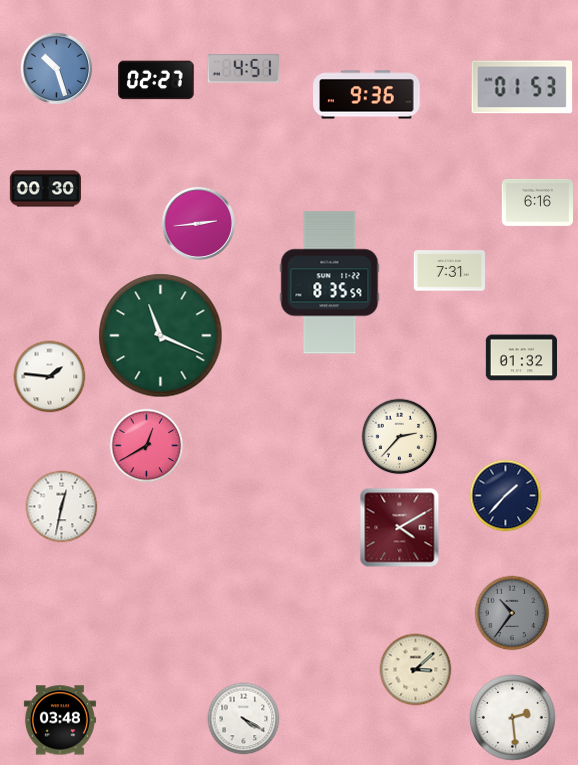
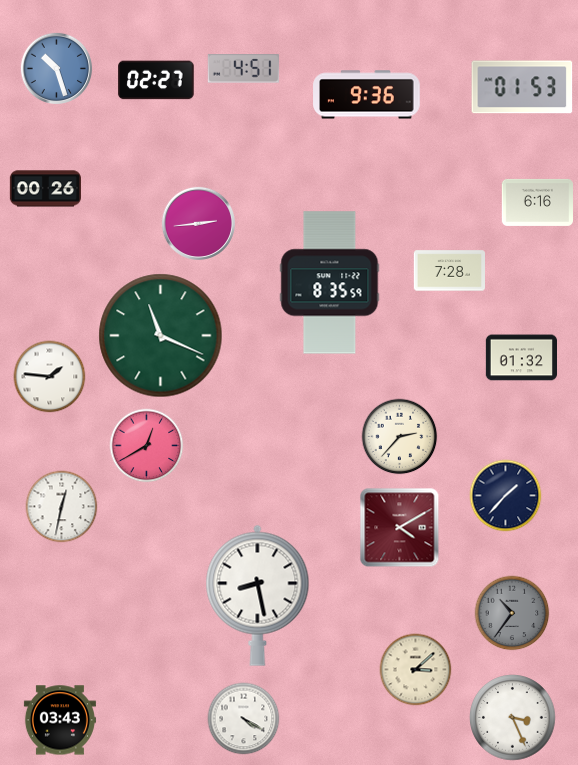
clock at (45, 189): 00:30 -> 00:26
clock at (449, 271): 7:31 -> 7:28
clock at (258, 595): none -> 8:28
clock at (513, 718): 2:29 -> 3:26
clock at (60, 720): 03:48 -> 03:43
